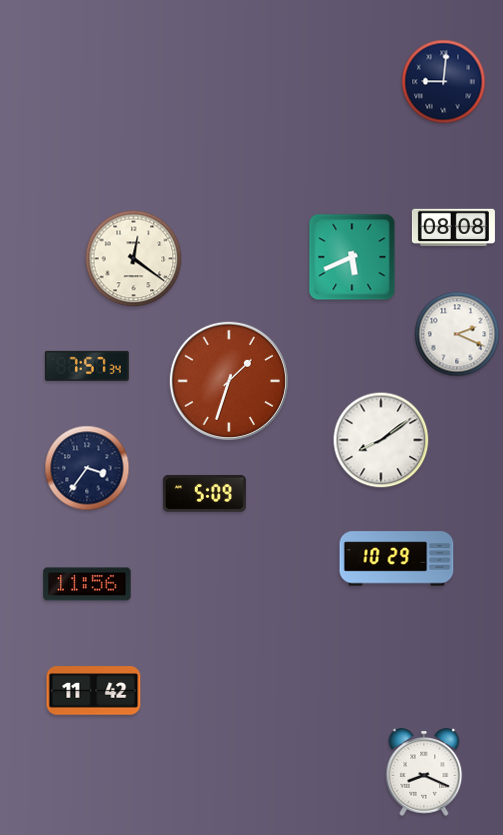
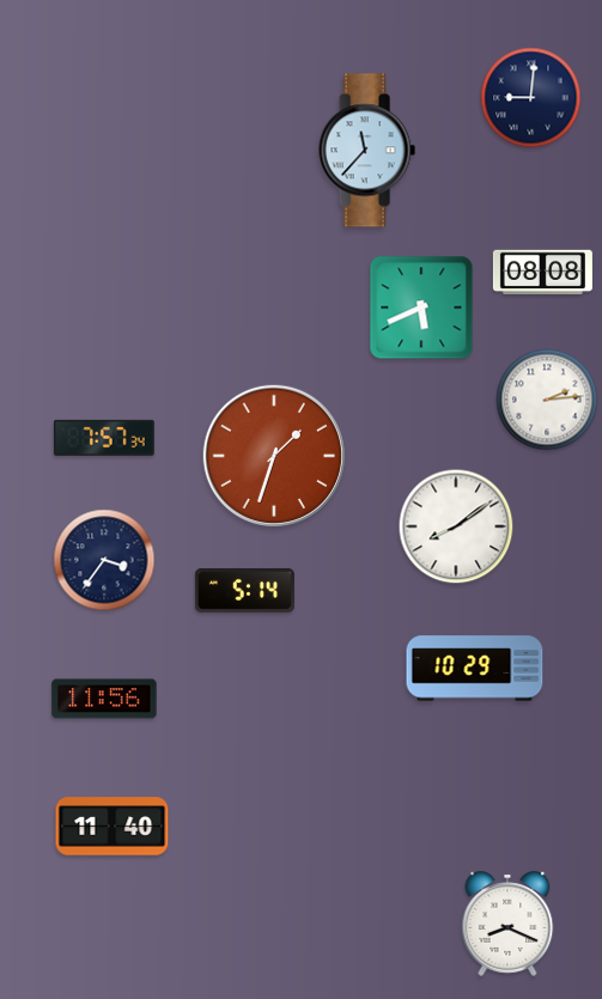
clock at (366, 151): none -> 11:37
clock at (134, 259): 12:21 -> none
clock at (457, 334): 2:19 -> 2:14
clock at (204, 493): 5:09 -> 5:14
clock at (94, 691): 11:42 -> 11:40
